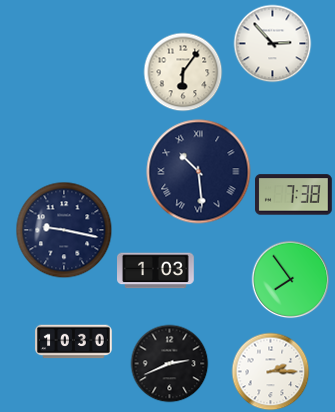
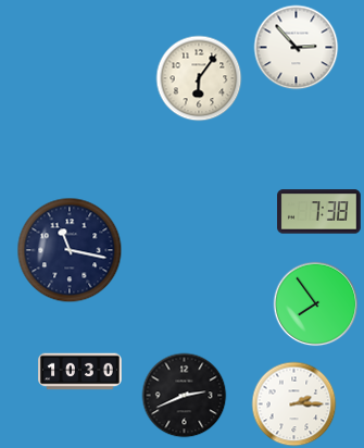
clock at (199, 172): 10:29 -> none
clock at (64, 230): 9:17 -> 11:17
clock at (156, 271): 1:03 -> none
